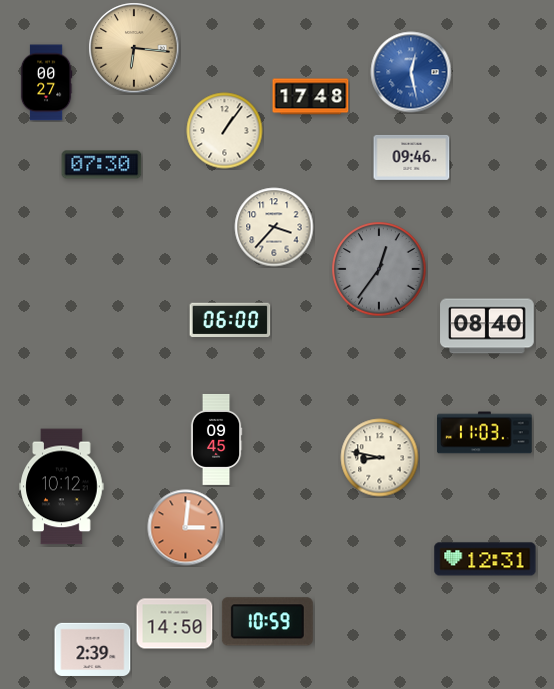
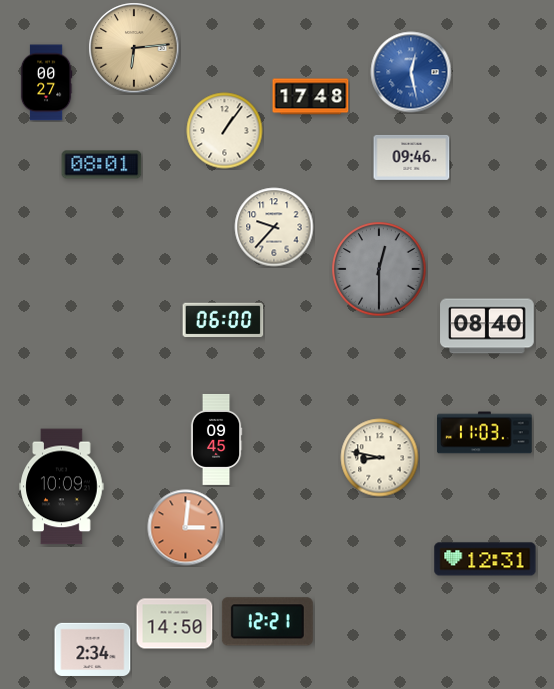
clock at (134, 48): 6:16 -> 6:14
clock at (102, 165): 07:30 -> 08:01
clock at (274, 227): 3:37 -> 9:37
clock at (379, 269): 12:36 -> 12:30
clock at (230, 320) position: (230, 320) -> (223, 320)
clock at (62, 487): 10:12 -> 10:09
clock at (267, 622): 10:59 -> 12:21
clock at (93, 649): 2:39 -> 2:34
